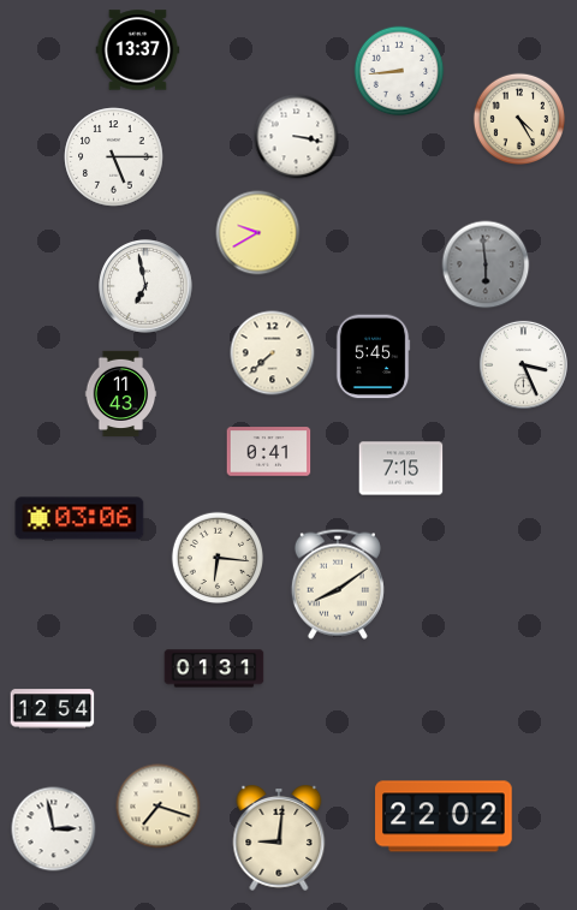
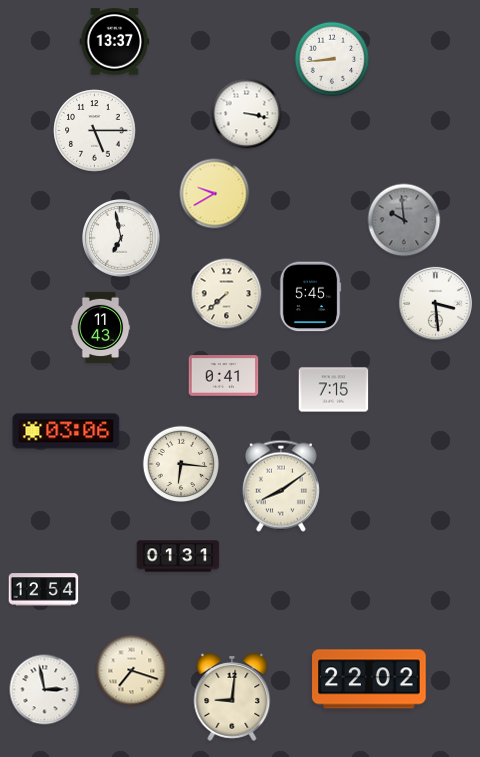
clock at (518, 118): 4:25 -> none
clock at (486, 264): 5:59 -> 9:59
clock at (523, 364): 3:26 -> 3:29
